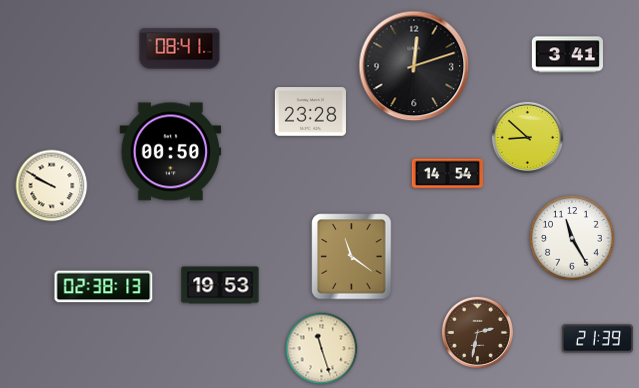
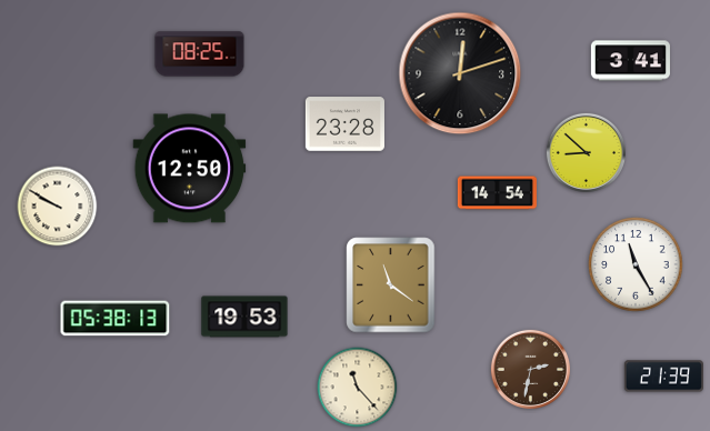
clock at (180, 49): 08:41 -> 08:25
clock at (171, 152): 00:50 -> 12:50
clock at (104, 287): 02:38 -> 05:38
clock at (322, 349): 11:27 -> 11:23
